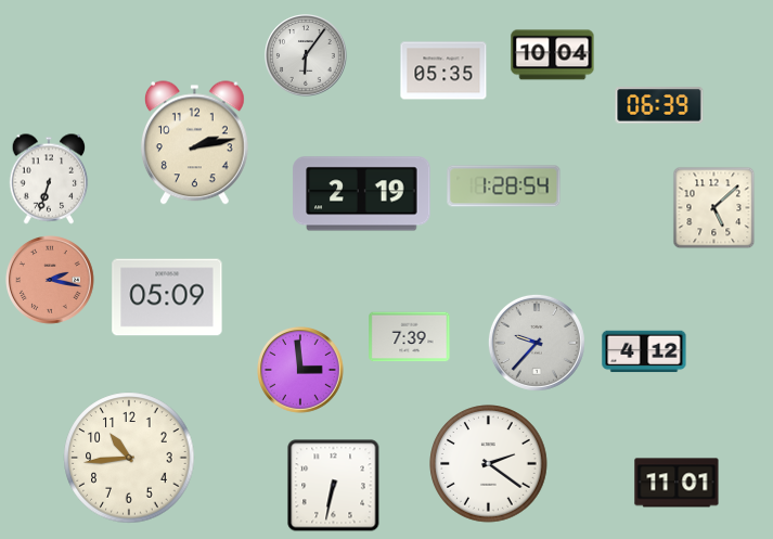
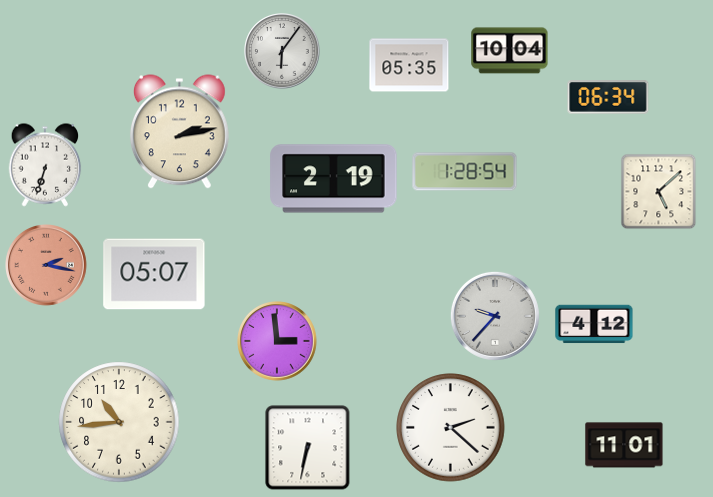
clock at (659, 105): 06:39 -> 06:34
clock at (51, 281) position: (51, 281) -> (47, 266)
clock at (167, 297): 05:09 -> 05:07
clock at (410, 337): 7:39 -> none
clock at (489, 464): 2:21 -> 2:22
